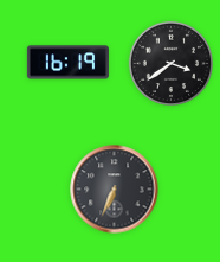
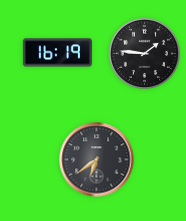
clock at (170, 63): 3:39 -> 1:46
clock at (115, 190): 6:34 -> 6:39
